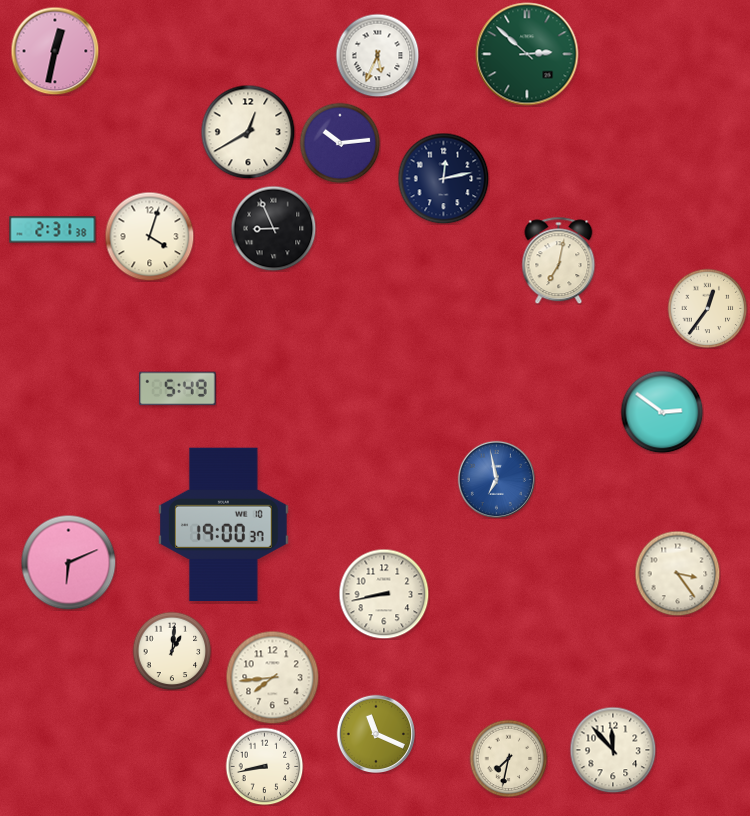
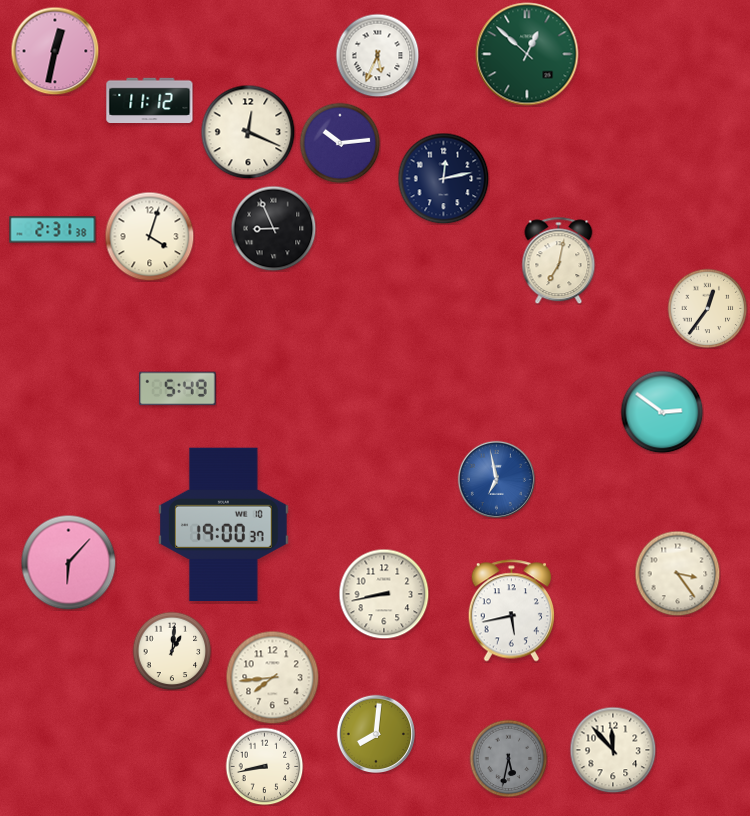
clock at (527, 54): 2:52 -> 12:52
clock at (150, 101): none -> 11:12
clock at (248, 132): 12:40 -> 12:19
clock at (68, 562): 6:11 -> 6:07
clock at (511, 611): none -> 5:43
clock at (375, 733): 11:19 -> 8:01
clock at (508, 758): 7:32 -> 5:32
clock at (508, 758) dial: cream -> grey
